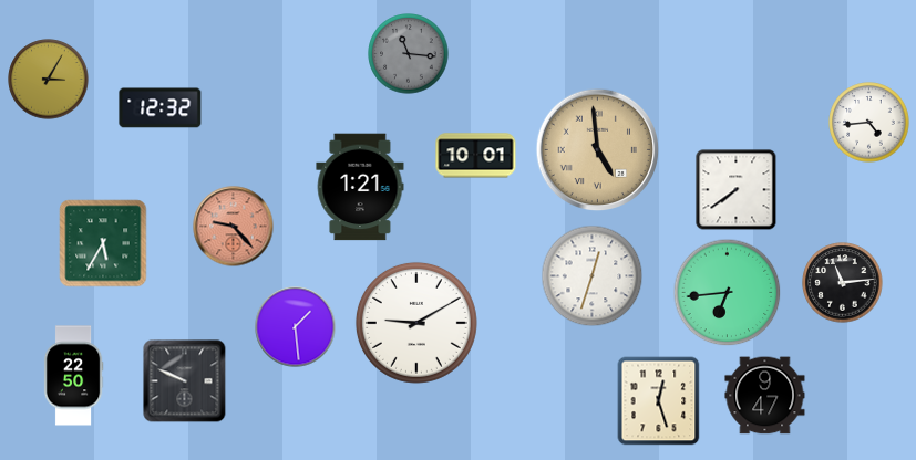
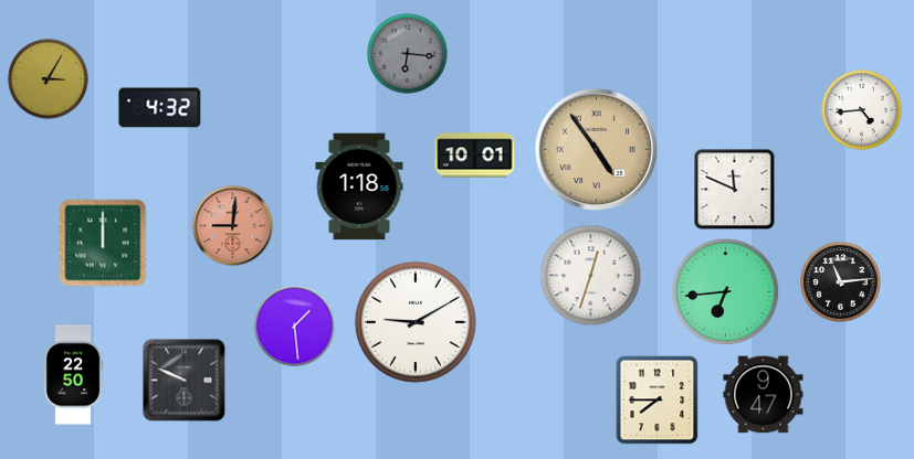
clock at (409, 54): 11:16 -> 6:16
clock at (161, 108): 12:32 -> 4:32
clock at (869, 123) position: (869, 123) -> (862, 110)
clock at (598, 150): 4:59 -> 4:54
clock at (360, 187): 1:21 -> 1:18
clock at (737, 190): 7:39 -> 11:49
clock at (234, 227): 9:23 -> 9:01
clock at (103, 243): 5:35 -> 12:00
clock at (659, 401): 12:27 -> 7:45
